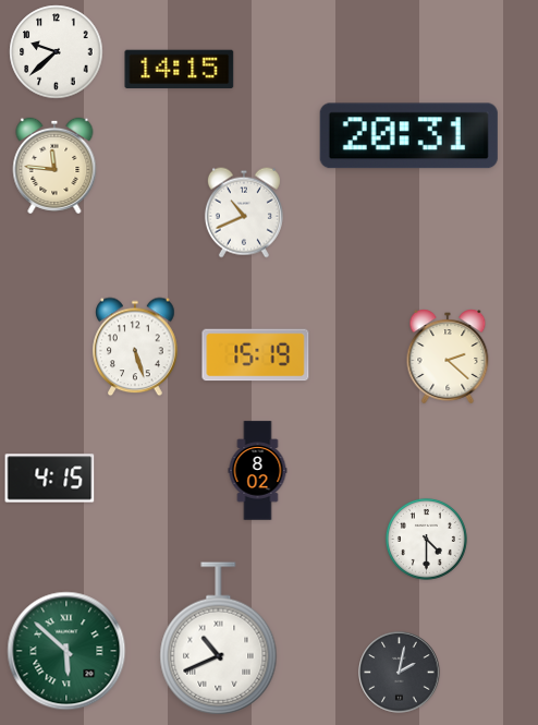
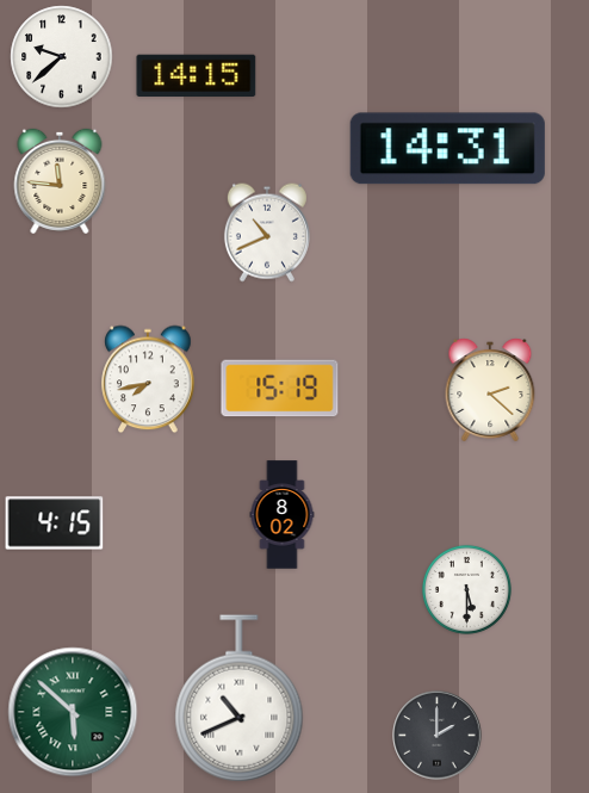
clock at (408, 136): 20:31 -> 14:31
clock at (135, 347): 5:27 -> 7:43
clock at (426, 539): 4:30 -> 5:30
clock at (400, 673): 2:02 -> 2:00
